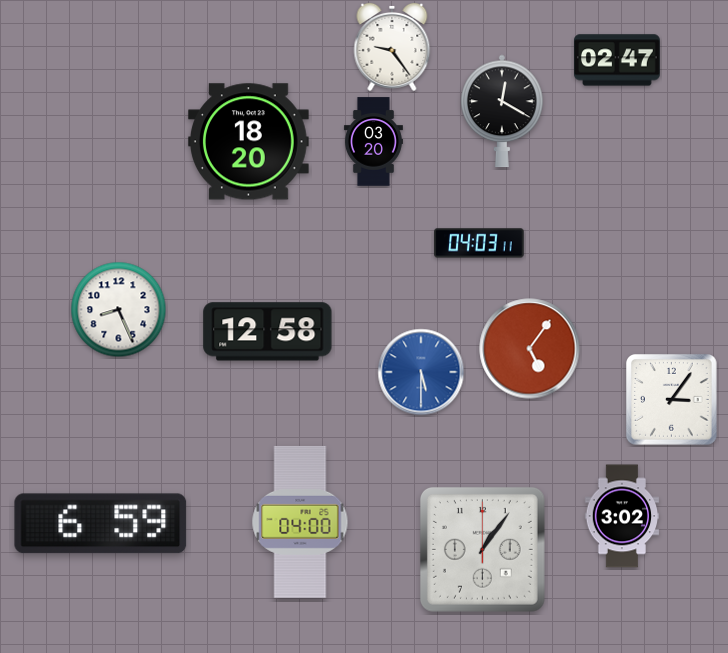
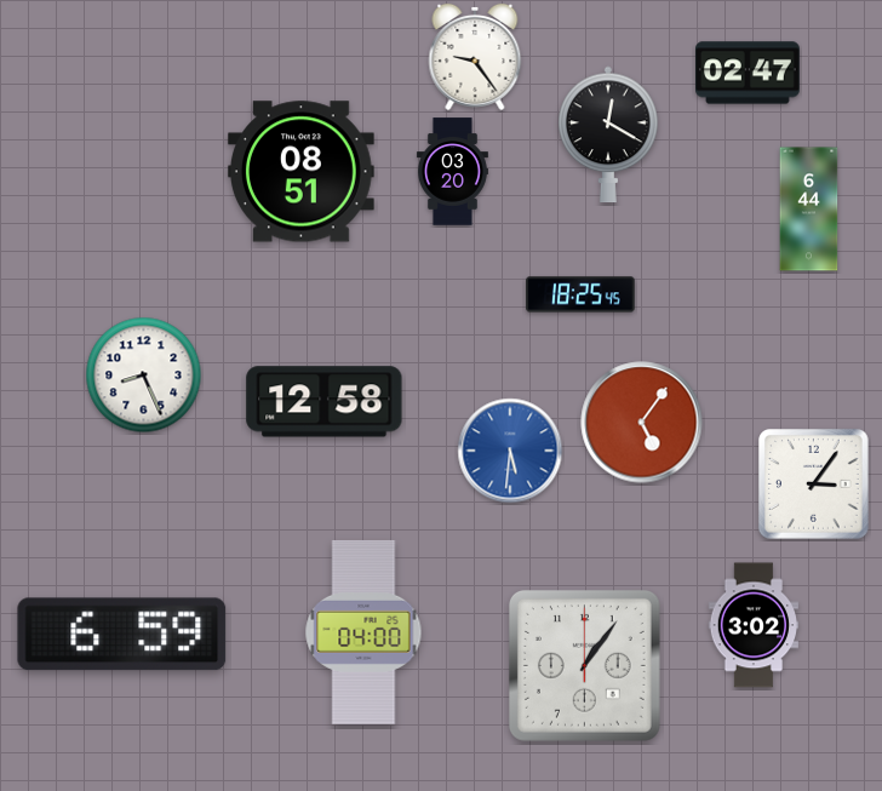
clock at (249, 142): 18:20 -> 08:51
clock at (809, 210): none -> 6:44
clock at (479, 243): 04:03 -> 18:25
clock at (421, 372): 5:30 -> 5:31
